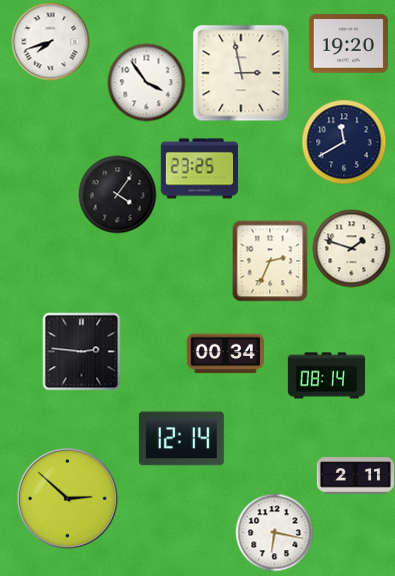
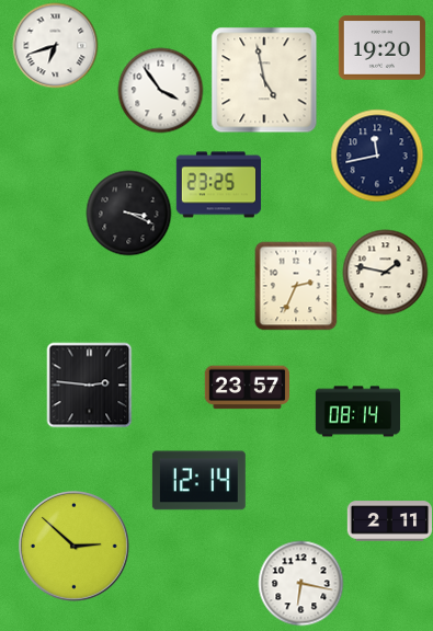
clock at (50, 41): 7:42 -> 6:42
clock at (241, 73): 2:58 -> 4:58
clock at (344, 142): 11:40 -> 11:43
clock at (117, 194): 4:06 -> 3:19
clock at (351, 248): 1:48 -> 1:47
clock at (225, 354): 00:34 -> 23:57
